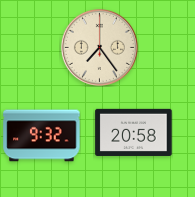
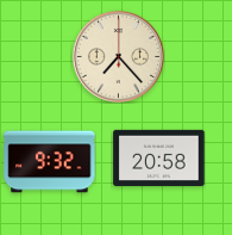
clock at (99, 47): 7:24 -> 7:23
